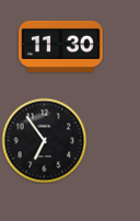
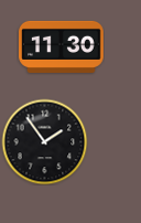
clock at (44, 140): 6:54 -> 1:54
